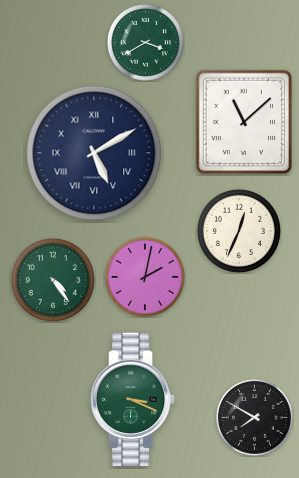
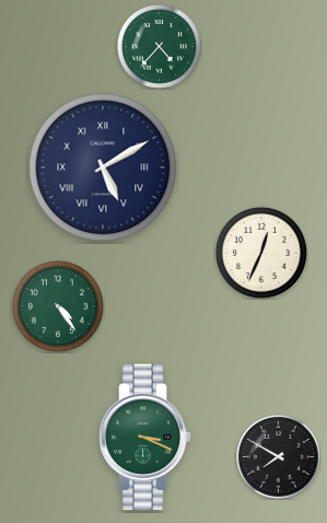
clock at (145, 42): 3:40 -> 4:37
clock at (243, 122): 11:08 -> none
clock at (145, 277): 2:02 -> none
